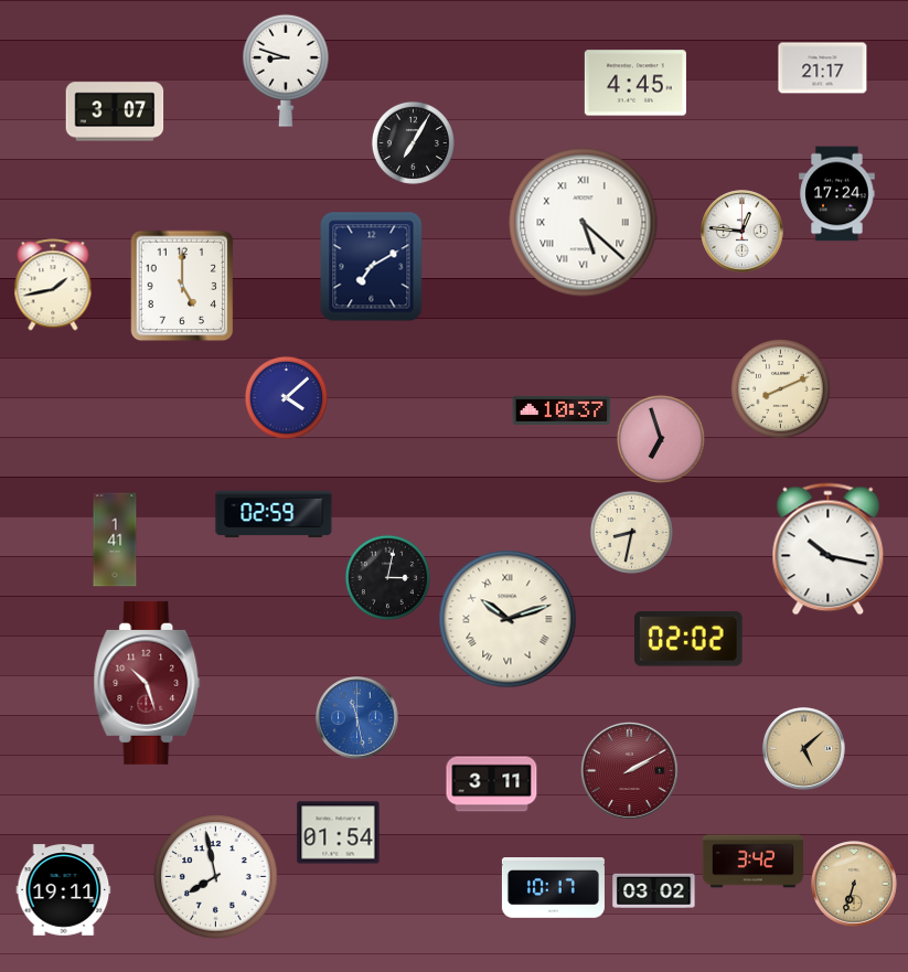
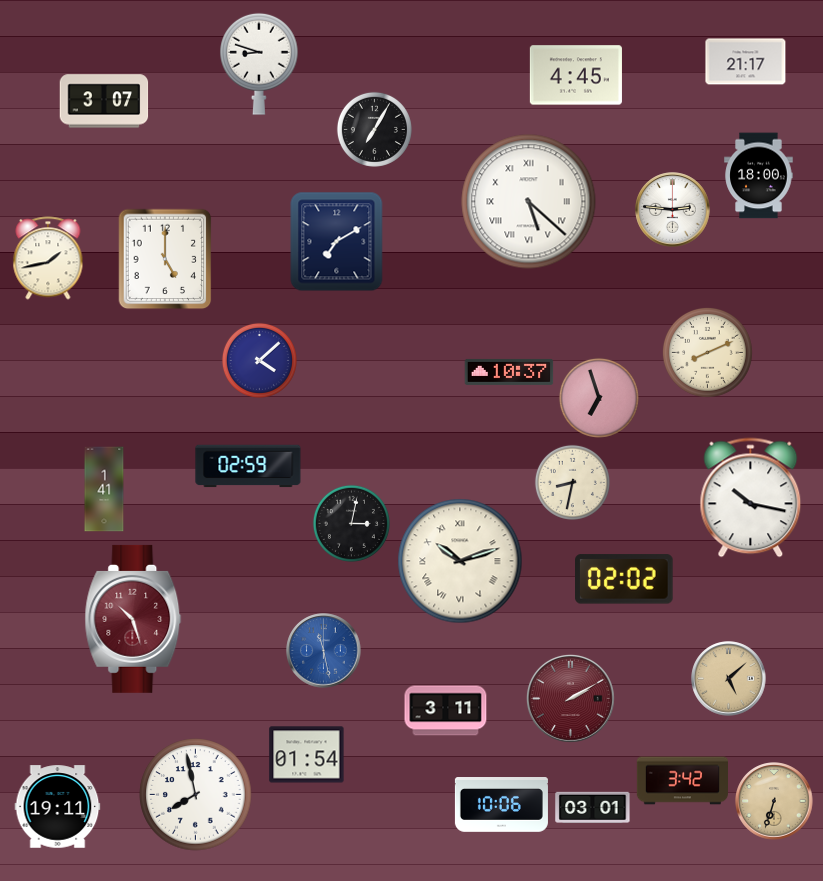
clock at (837, 194): 17:24 -> 18:00
clock at (743, 232): 12:46 -> 2:46
clock at (553, 888): 10:17 -> 10:06
clock at (654, 890): 03:02 -> 03:01
